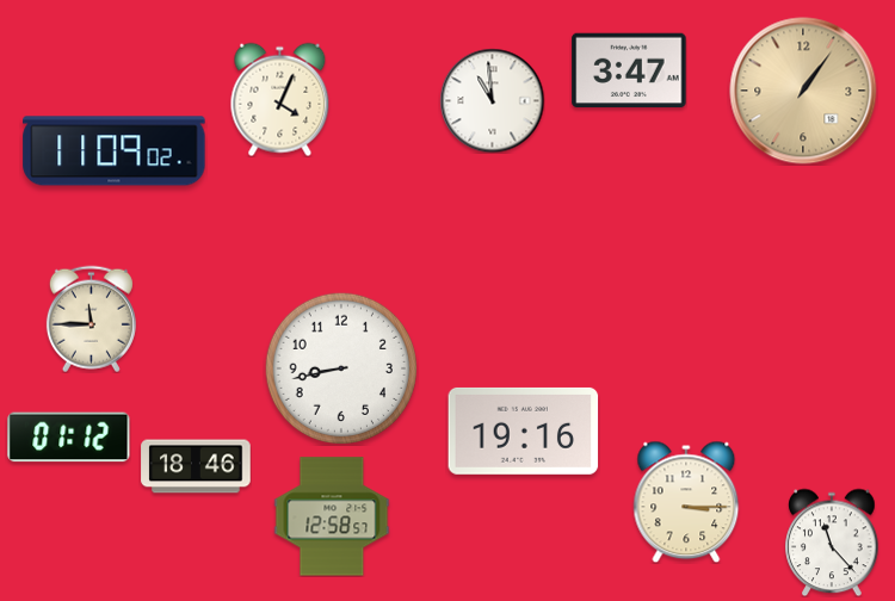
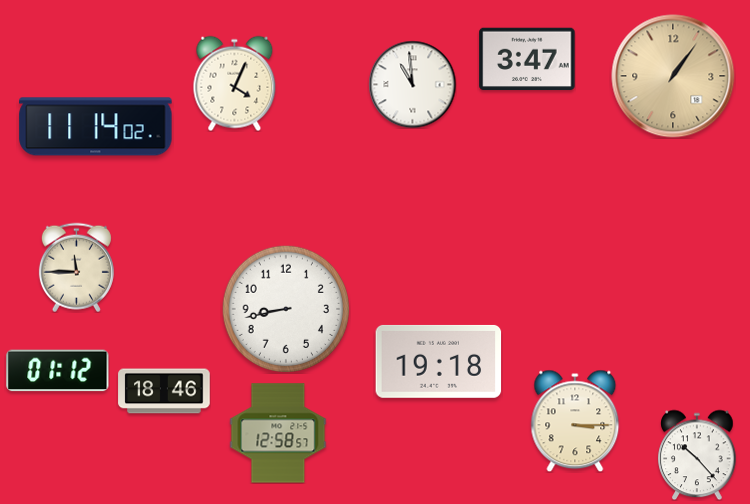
clock at (115, 151): 11:09 -> 11:14
clock at (524, 430): 19:16 -> 19:18
clock at (69, 438) position: (69, 438) -> (58, 371)
clock at (832, 543): 11:23 -> 10:23
